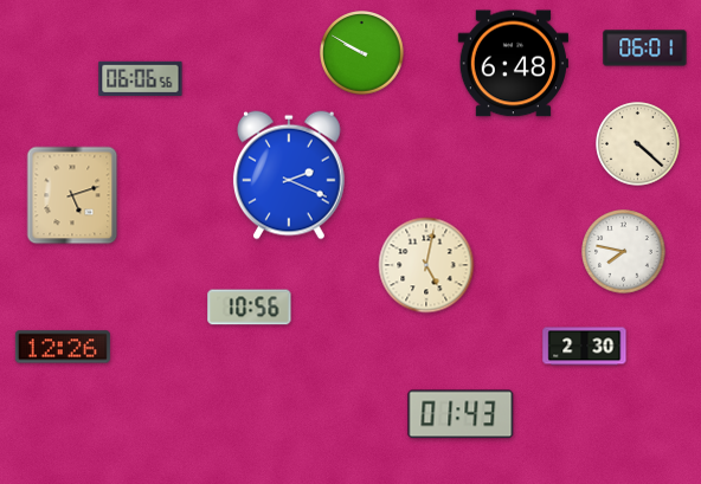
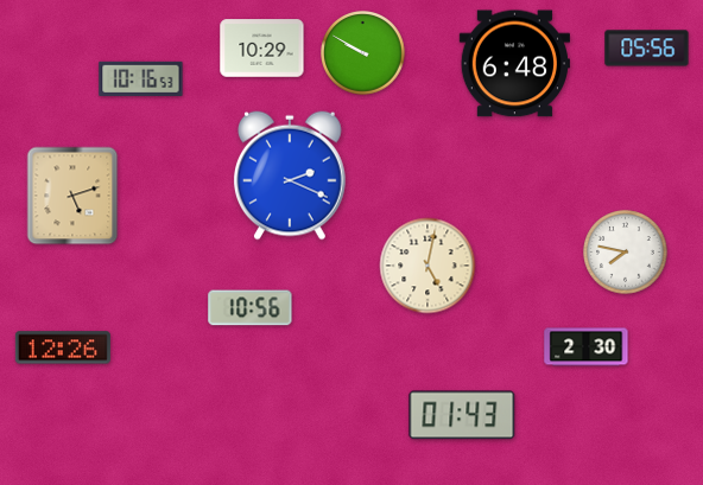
clock at (262, 49): none -> 10:29
clock at (645, 49): 06:01 -> 05:56
clock at (141, 78): 06:06 -> 10:16
clock at (638, 144): 4:22 -> none
